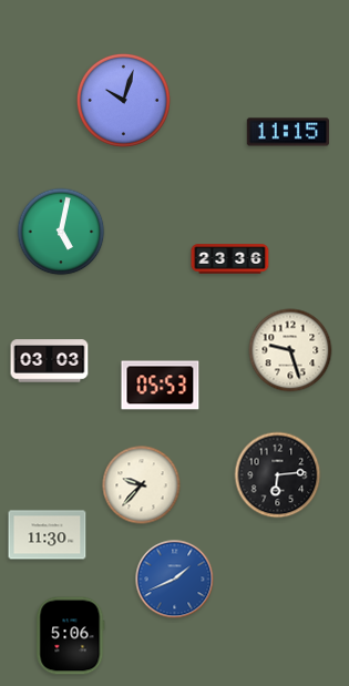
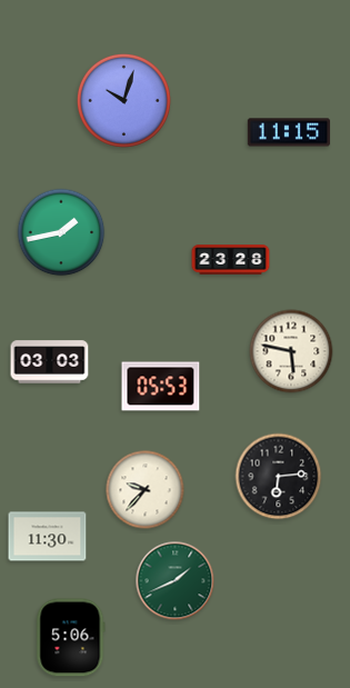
clock at (61, 232): 5:02 -> 1:43
clock at (230, 259): 23:36 -> 23:28
clock at (290, 350): 9:27 -> 5:47
clock at (142, 485) position: (142, 485) -> (146, 490)
clock at (175, 580) dial: blue -> green
